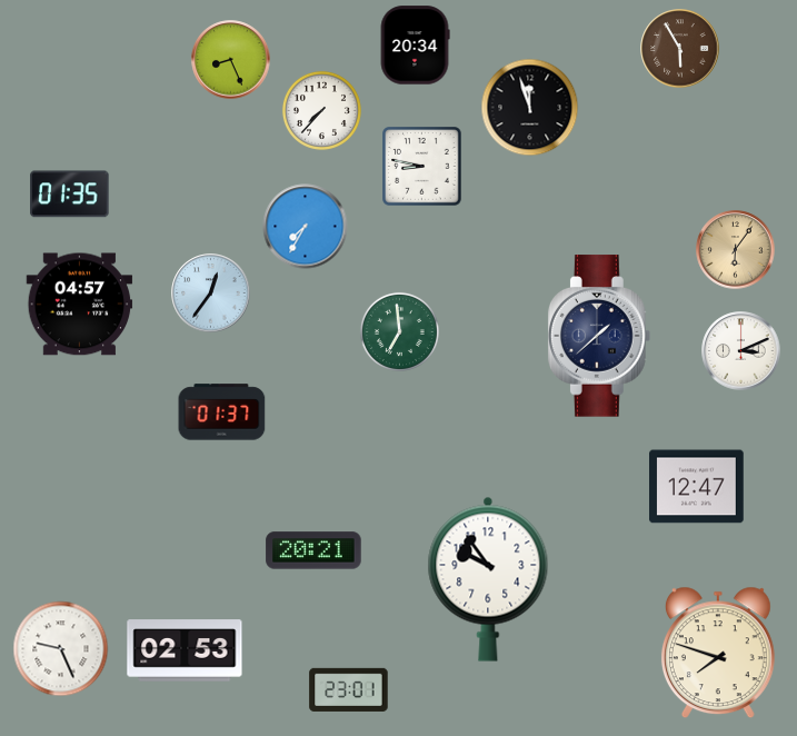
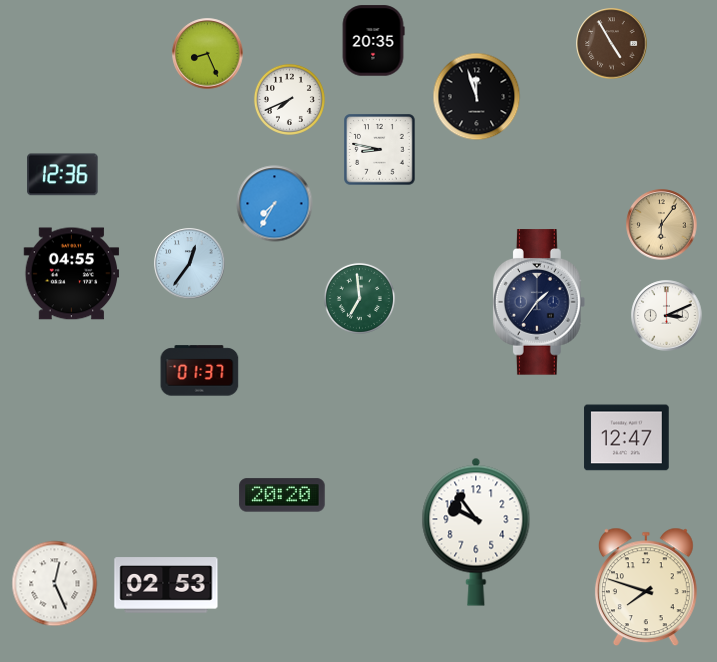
clock at (415, 46): 20:34 -> 20:35
clock at (680, 49): 5:55 -> 4:55
clock at (321, 110): 7:37 -> 7:41
clock at (70, 195): 01:35 -> 12:36
clock at (80, 305): 04:57 -> 04:55
clock at (599, 336): 1:38 -> 1:36
clock at (313, 550): 20:21 -> 20:20
clock at (488, 579) position: (488, 579) -> (476, 532)
clock at (61, 649): 9:26 -> 12:26
clock at (349, 689): 23:01 -> none
